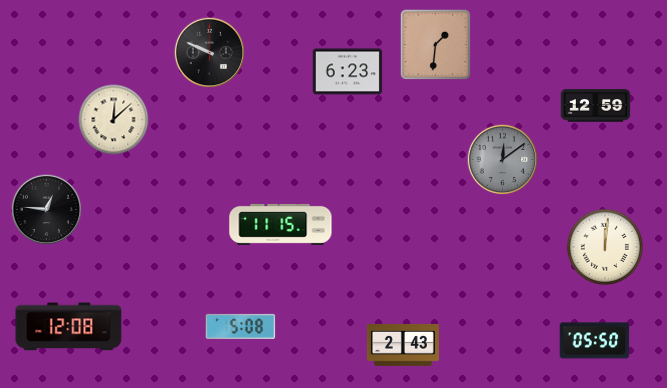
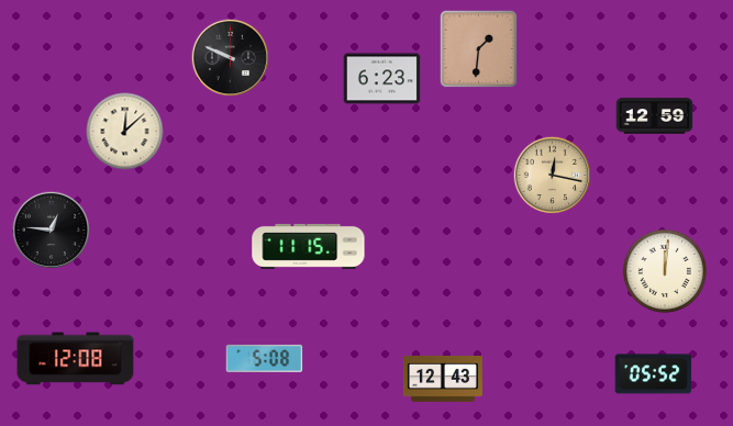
clock at (503, 160): 12:09 -> 12:17
clock at (503, 160) dial: grey -> champagne
clock at (595, 341): 05:50 -> 05:52
clock at (403, 345): 2:43 -> 12:43
